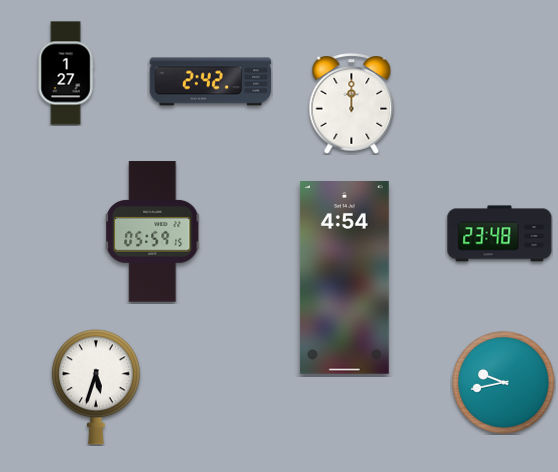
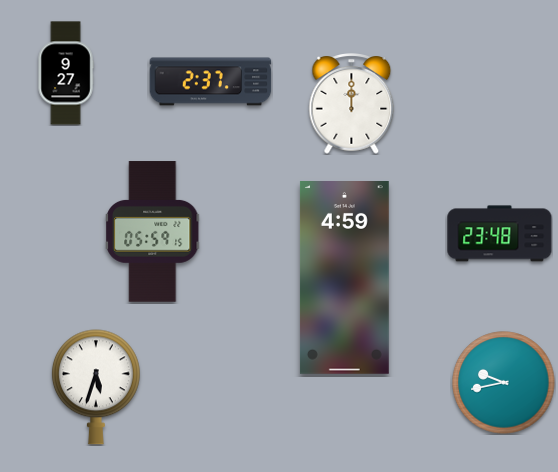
clock at (66, 73): 1:27 -> 9:27
clock at (211, 82): 2:42 -> 2:37
clock at (344, 278): 4:54 -> 4:59
